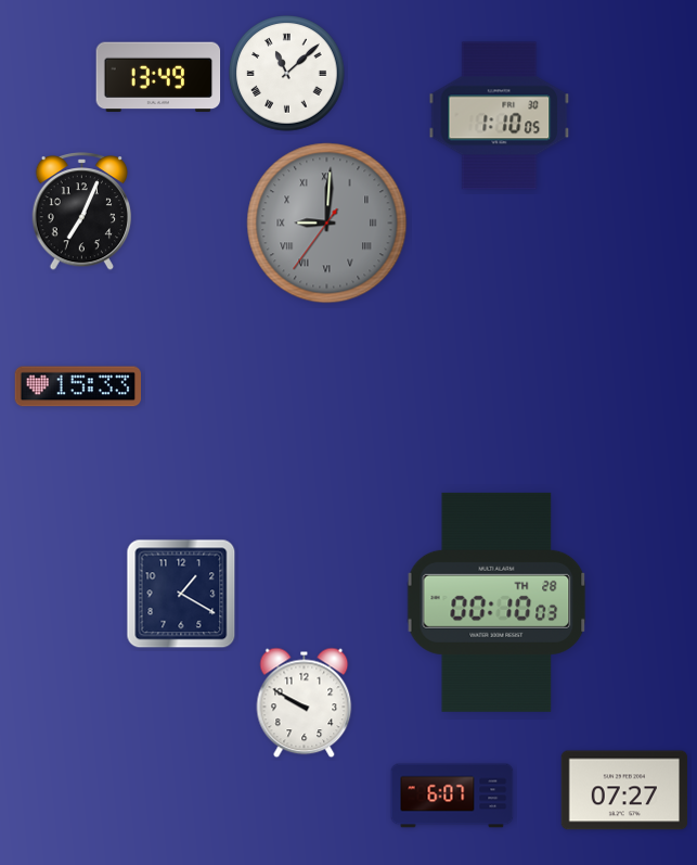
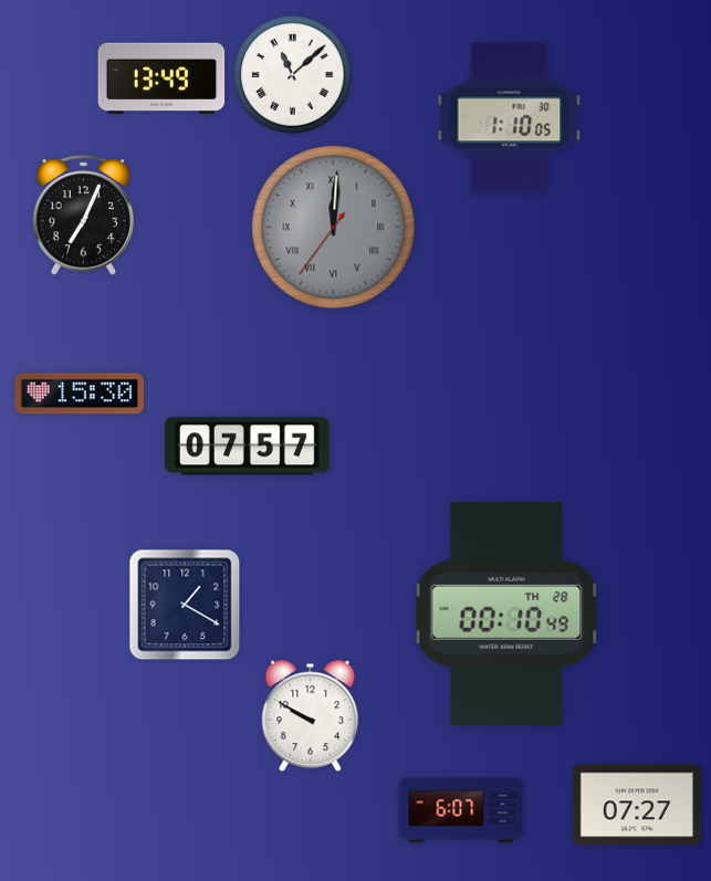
clock at (327, 224): 9:00 -> 12:00
clock at (77, 386): 15:33 -> 15:30
clock at (247, 447): none -> 07:57
clock at (496, 602): 00:10:03 -> 00:10:49
